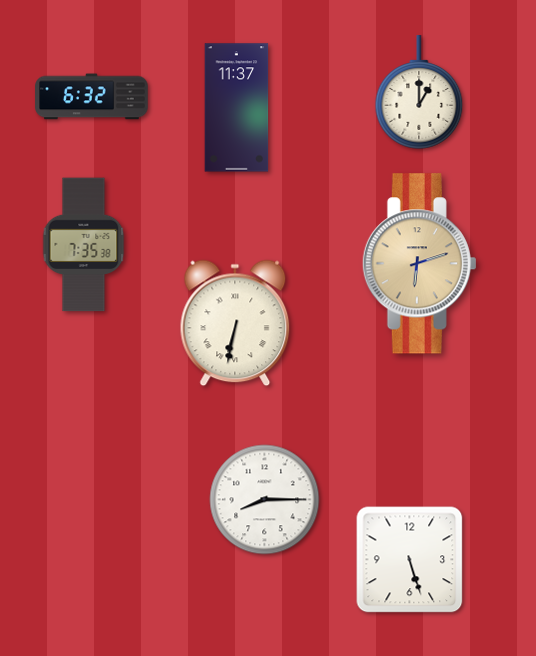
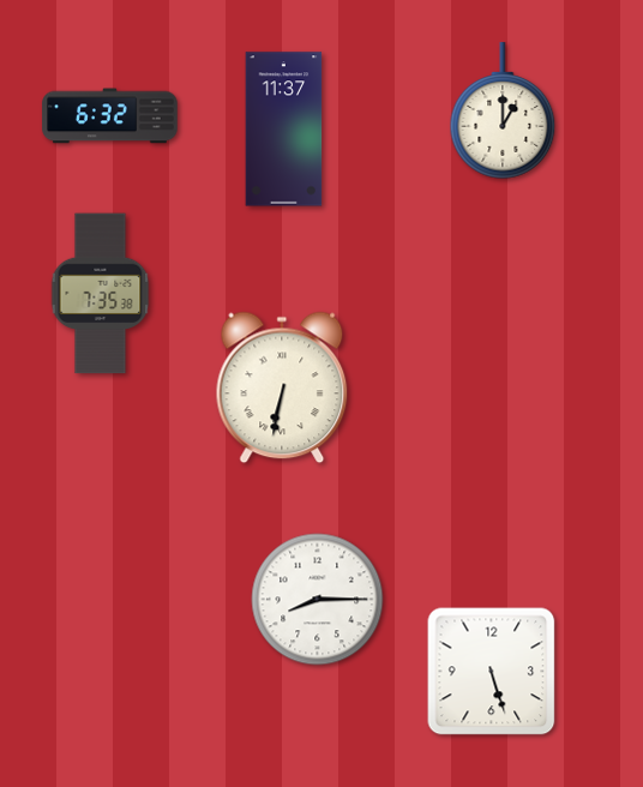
clock at (419, 264): 6:12 -> none
